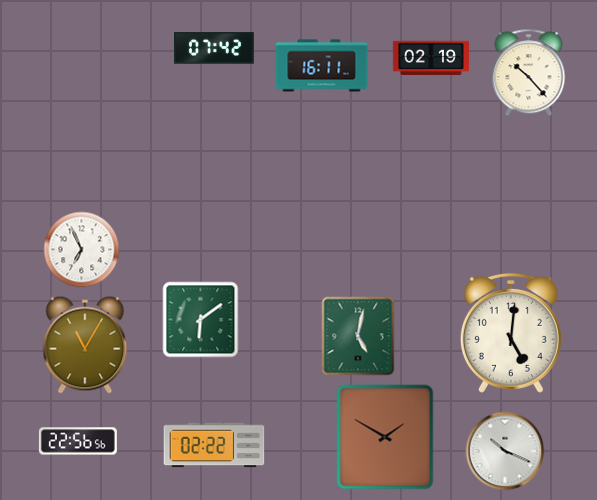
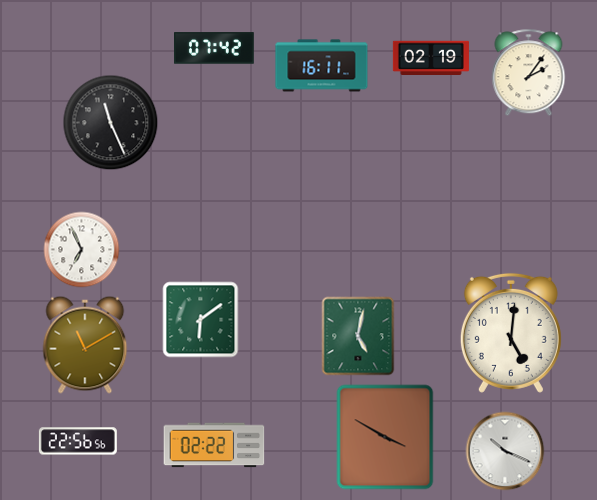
clock at (529, 73): 10:23 -> 2:06
clock at (111, 123): none -> 11:26
clock at (85, 345): 11:05 -> 11:10
clock at (385, 437): 1:50 -> 3:50
